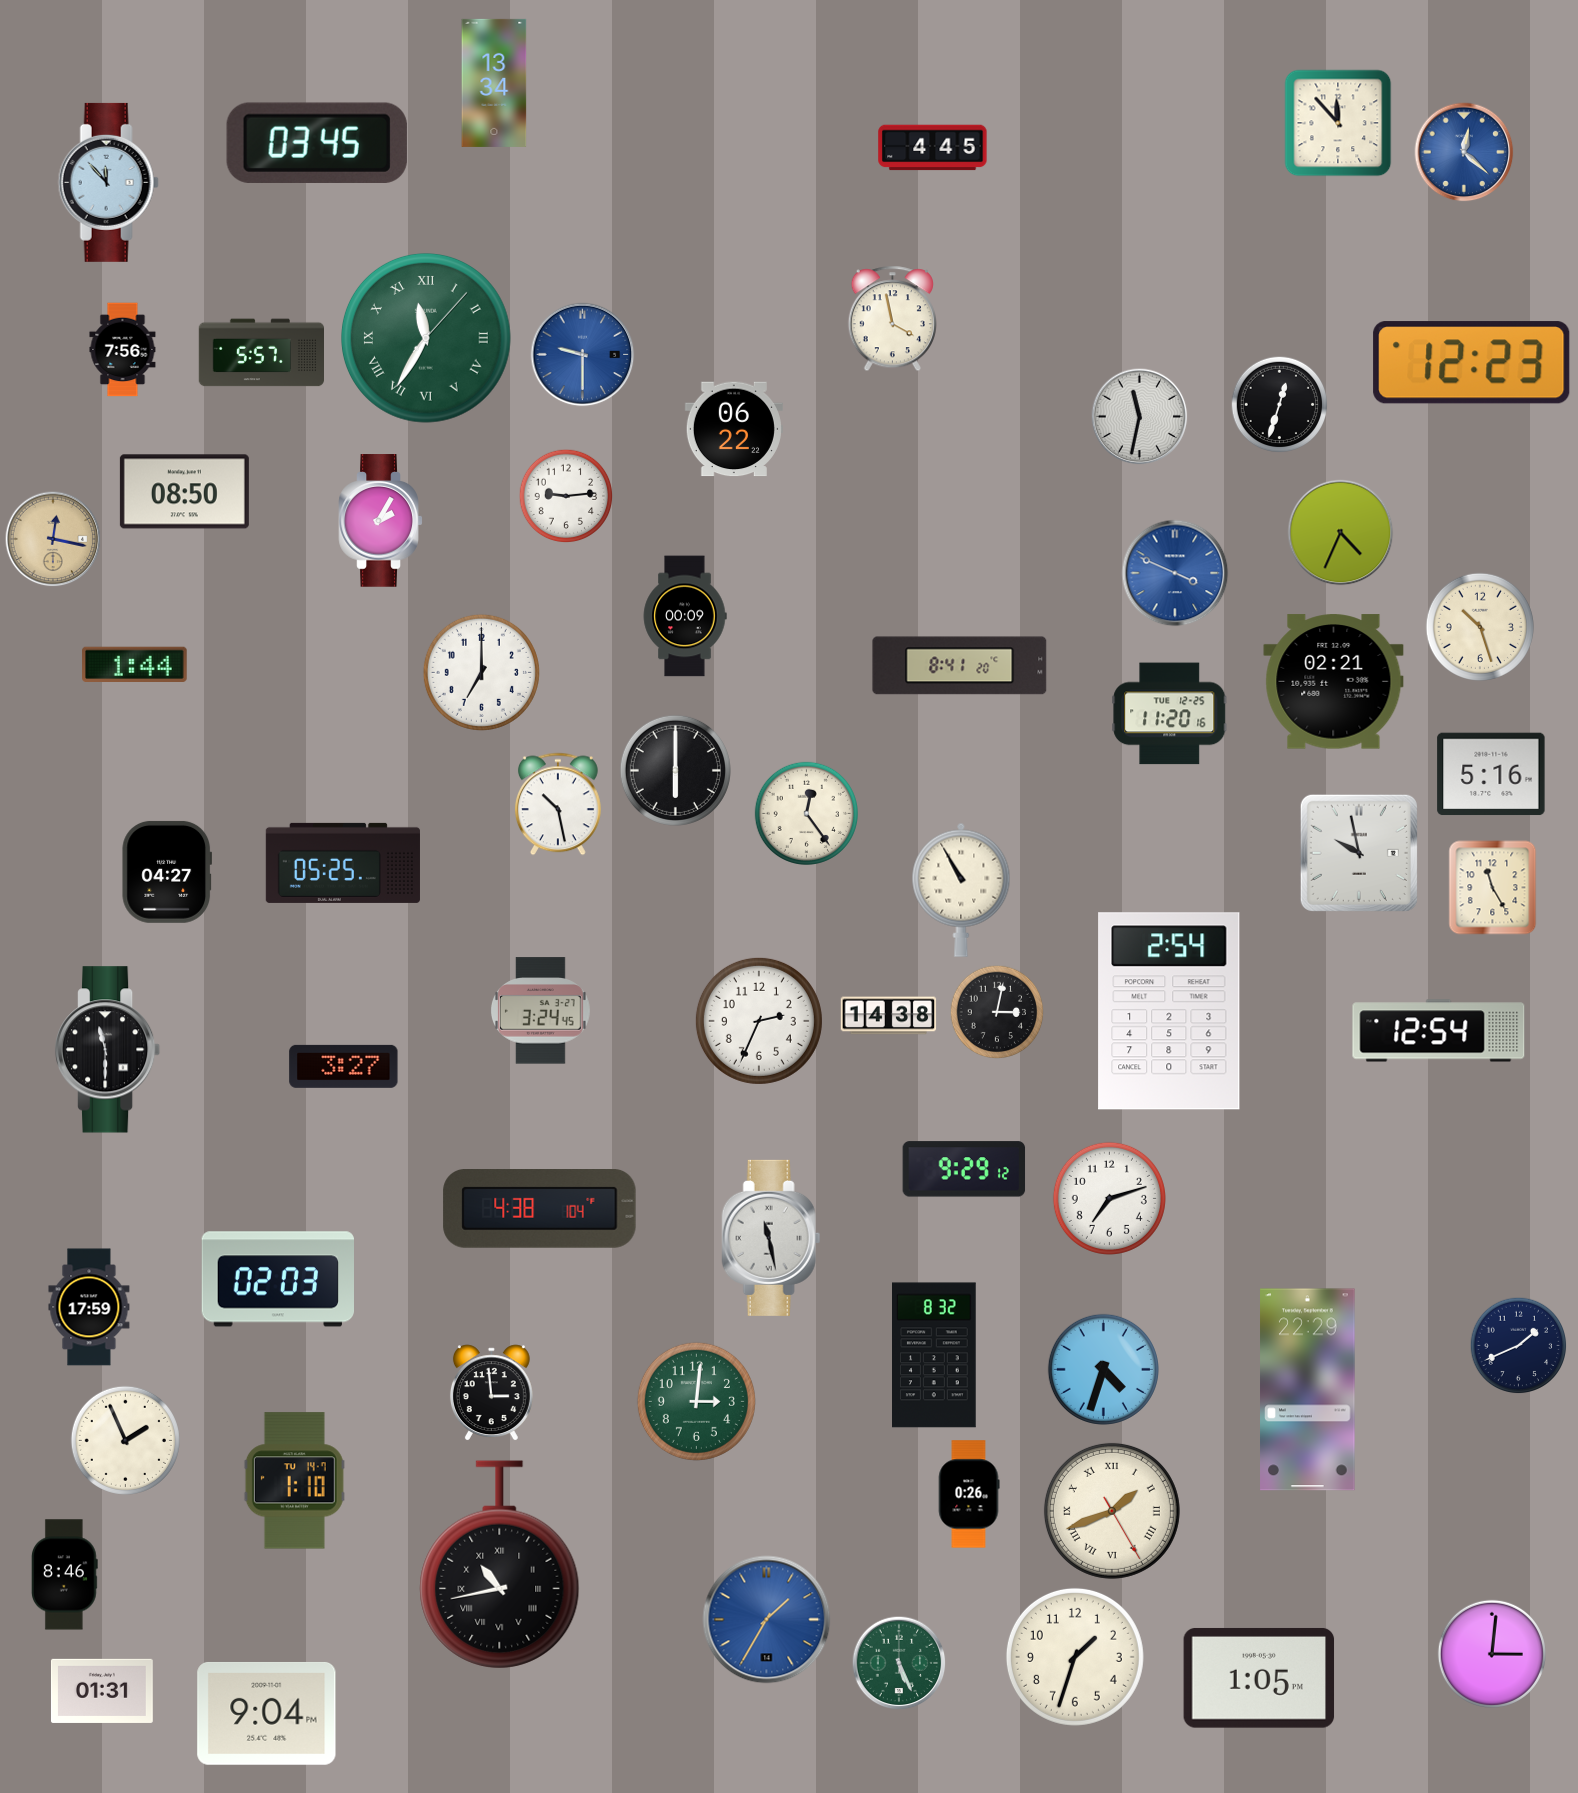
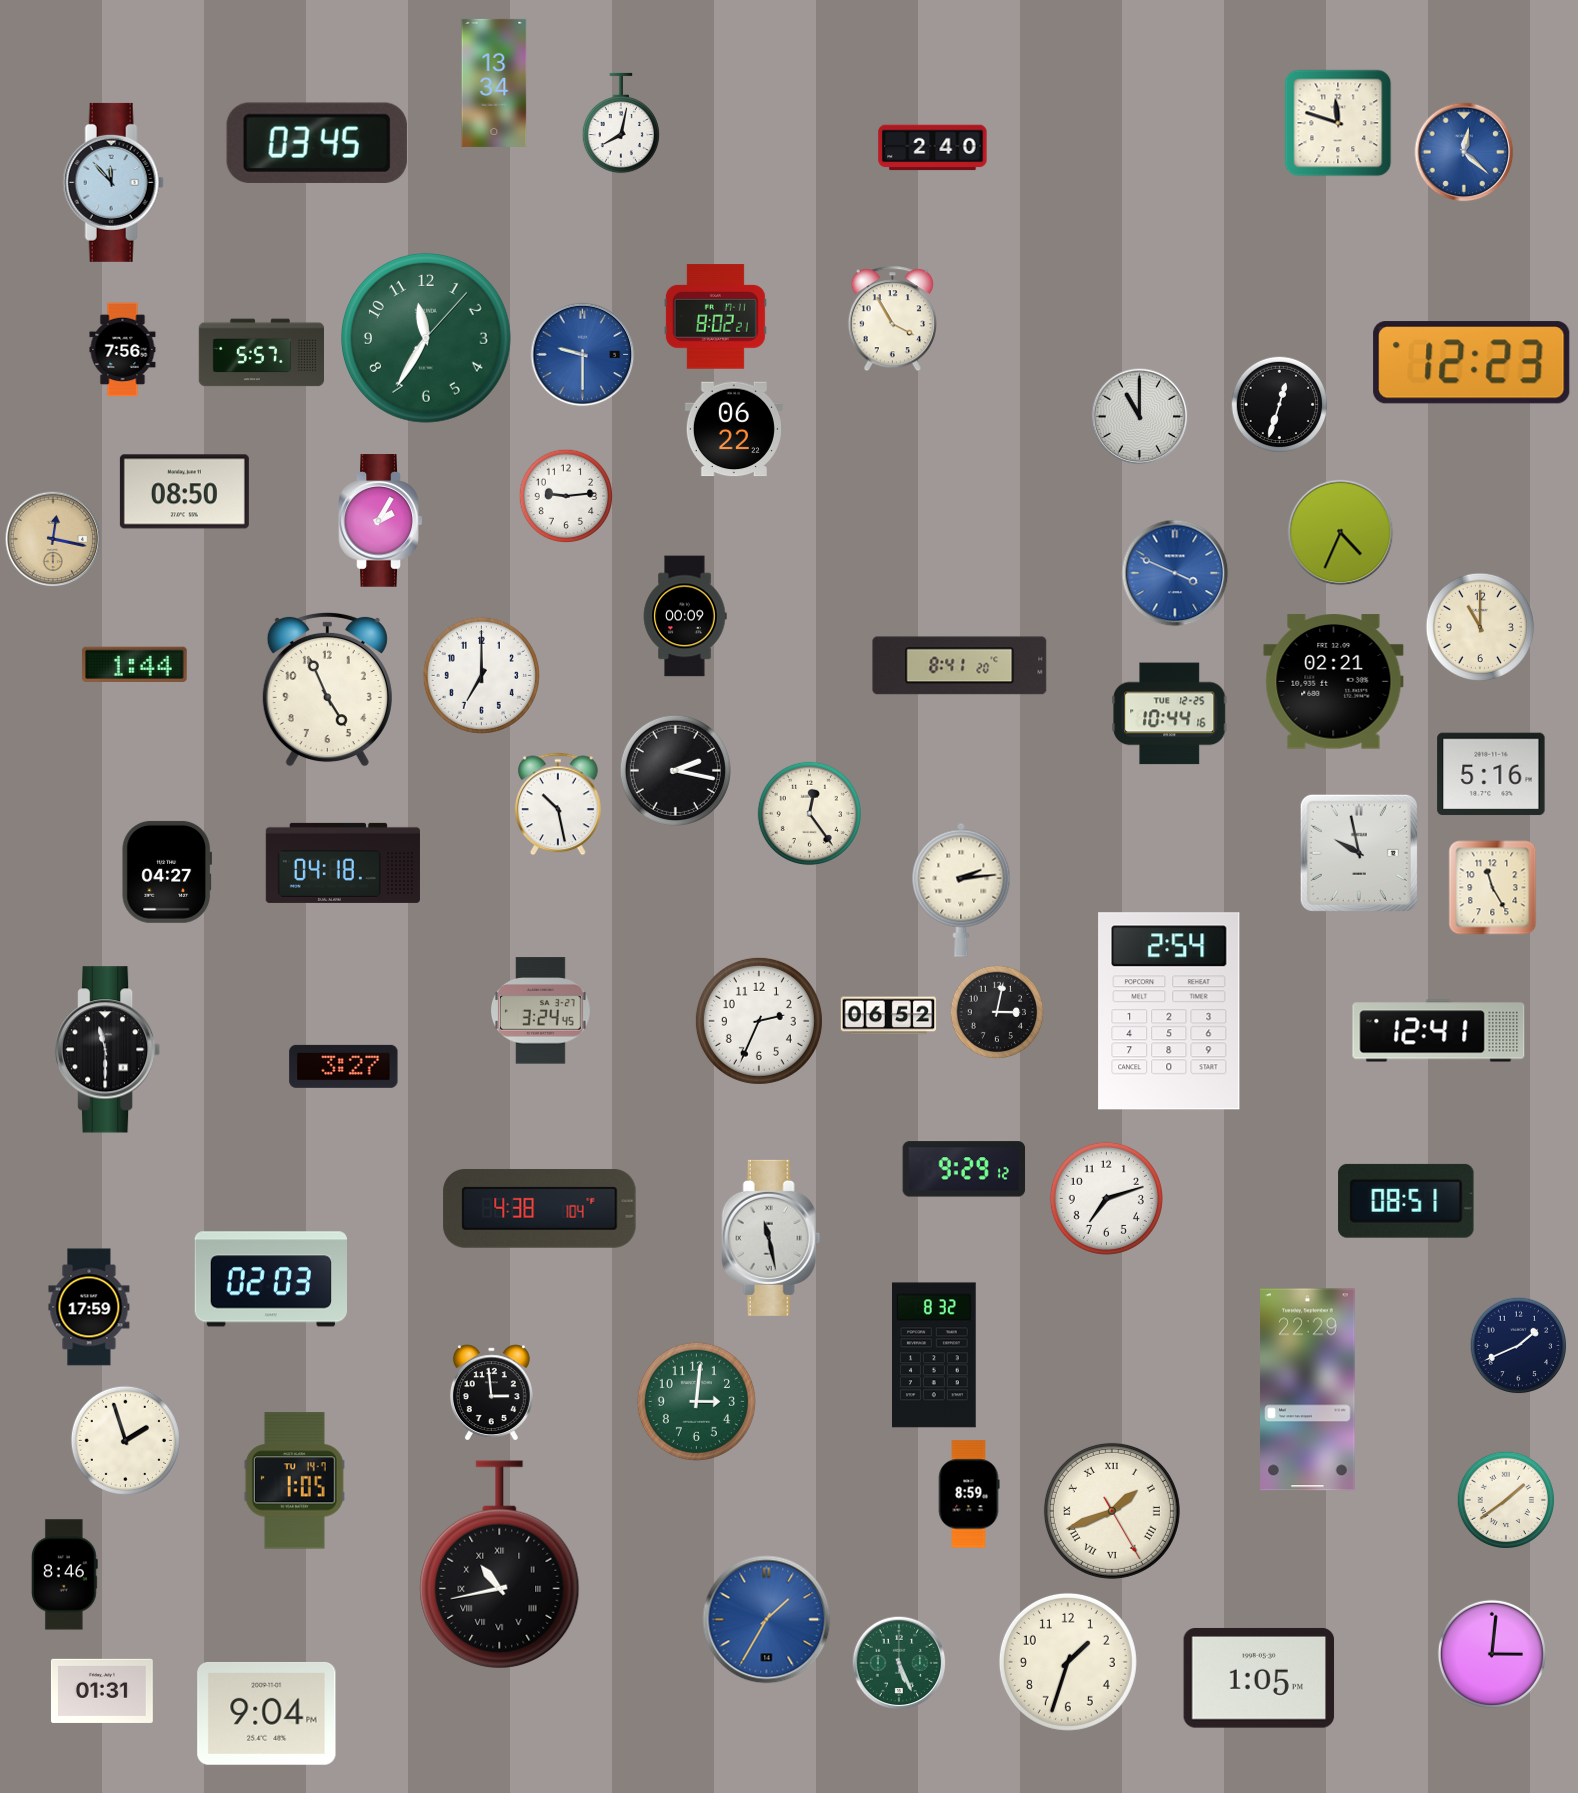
clock at (621, 123): none -> 8:02
clock at (1338, 123): 11:53 -> 11:48
clock at (933, 148): 4:45 -> 2:40
clock at (108, 182) position: (108, 182) -> (113, 182)
clock at (715, 317): none -> 8:02
clock at (892, 319): 3:58 -> 3:55
clock at (427, 339) numerals: Roman -> Arabic
clock at (1140, 417): 11:32 -> 11:00
clock at (1480, 627): 10:27 -> 11:00
clock at (481, 672) position: (481, 672) -> (481, 675)
clock at (327, 689): none -> 4:56
clock at (1170, 714): 11:20 -> 10:44
clock at (675, 770): 6:00 -> 2:17
clock at (806, 813) position: (806, 813) -> (809, 813)
clock at (343, 863): 05:25 -> 04:18
clock at (961, 890): 10:55 -> 2:14
clock at (889, 1016): 14:38 -> 06:52
clock at (1439, 1031): 12:54 -> 12:41
clock at (1109, 1198) position: (1109, 1198) -> (1106, 1198)
clock at (1406, 1201): none -> 08:51
clock at (277, 1279) position: (277, 1279) -> (270, 1279)
clock at (1103, 1369): 4:33 -> none
clock at (125, 1440): 1:56 -> 1:57
clock at (294, 1481): 1:10 -> 1:05
clock at (969, 1494): 0:26 -> 8:59
clock at (1506, 1500): none -> 1:39
clock at (1075, 1657) position: (1075, 1657) -> (1068, 1662)
